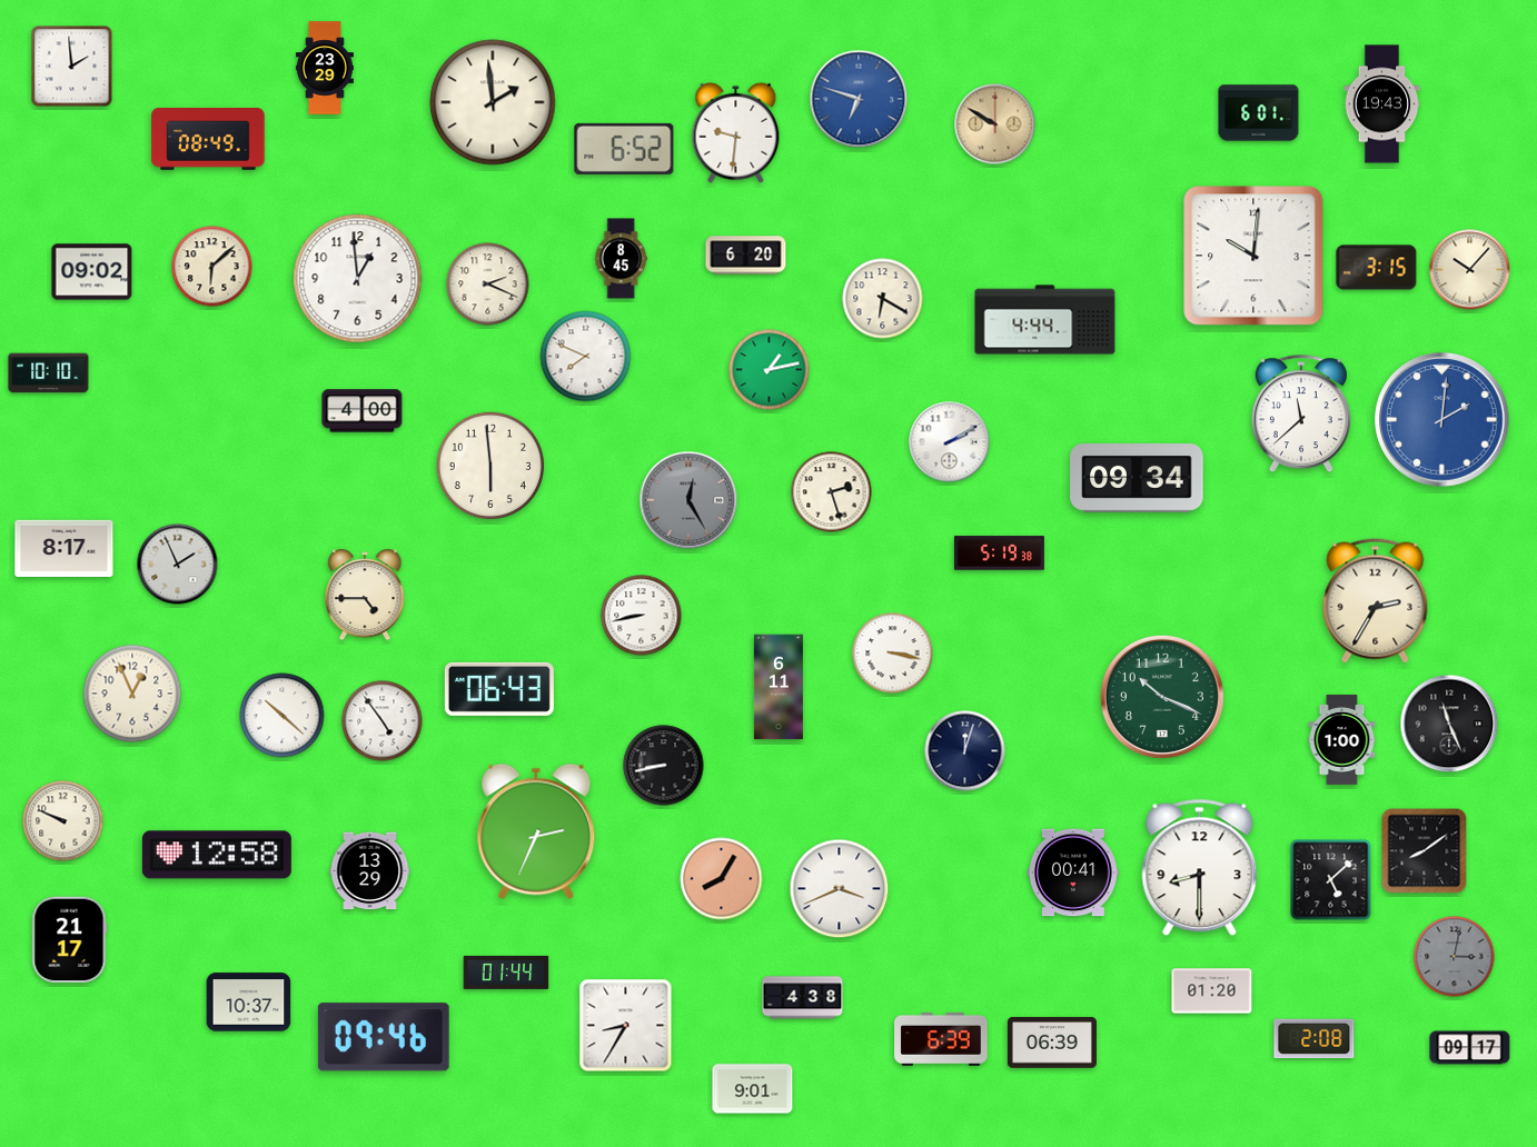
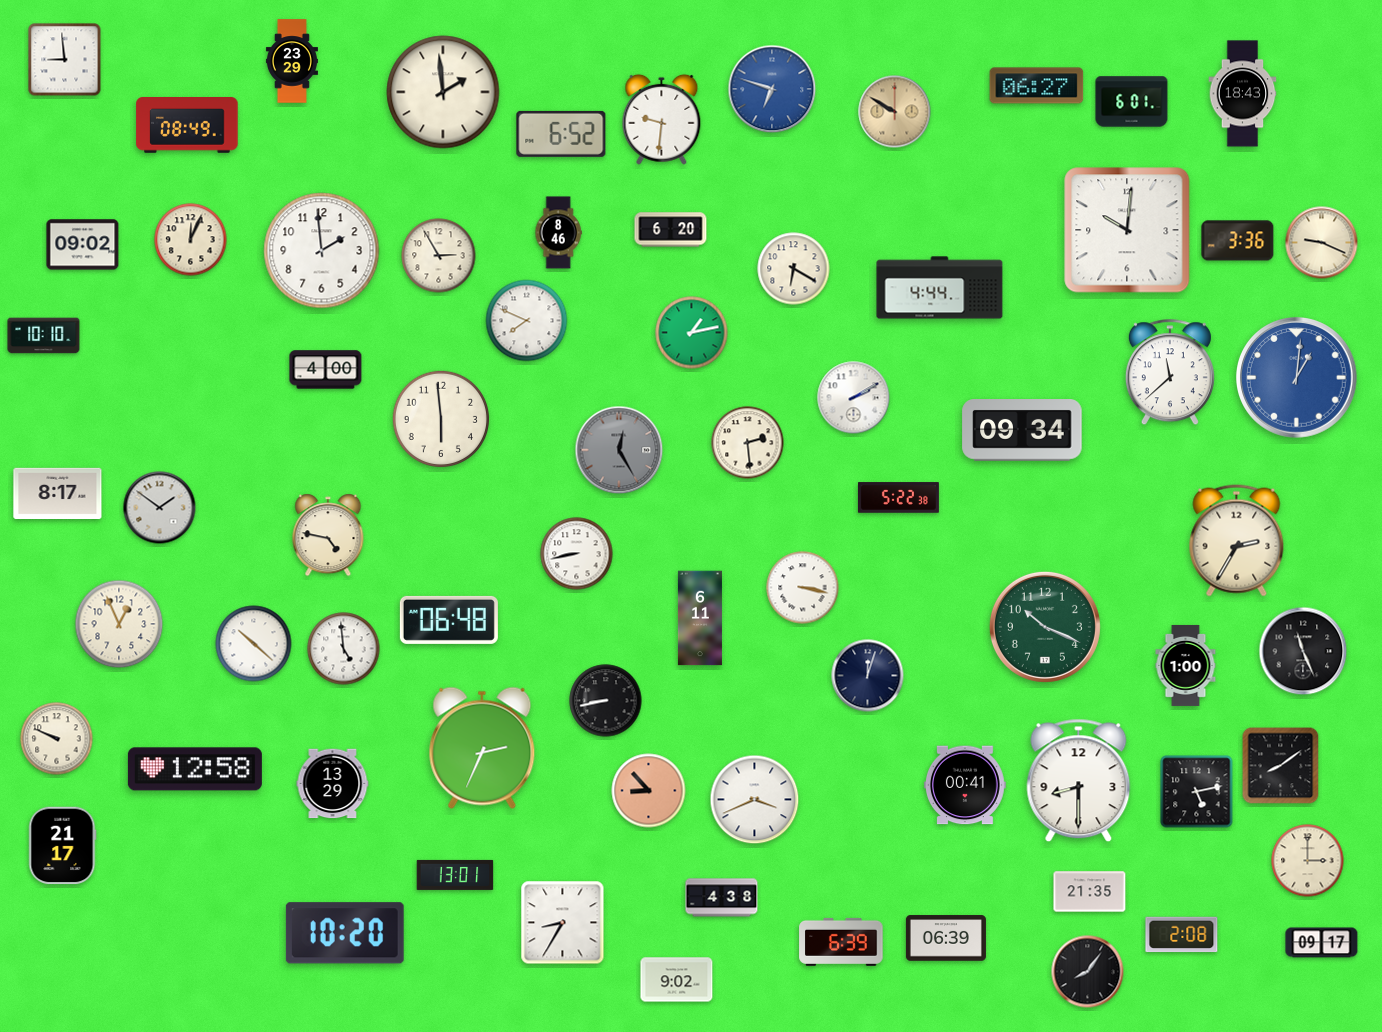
clock at (72, 67): 1:59 -> 8:59
clock at (1037, 86): none -> 06:27
clock at (1382, 104): 19:43 -> 18:43
clock at (621, 259): 8:45 -> 8:46
clock at (212, 267): 6:08 -> 12:04
clock at (1377, 268): 3:15 -> 3:36
clock at (1470, 270): 10:07 -> 9:19
clock at (358, 279): 12:59 -> 1:59
clock at (488, 285): 2:19 -> 2:55
clock at (1442, 420): 2:01 -> 1:01
clock at (832, 492): 2:27 -> 2:29
clock at (999, 553): 5:19 -> 5:22
clock at (178, 565): 1:56 -> 1:51
clock at (365, 595): 4:45 -> 4:47
clock at (499, 689): 06:43 -> 06:48
clock at (383, 721): 4:54 -> 4:59
clock at (1342, 739) position: (1342, 739) -> (1186, 665)
clock at (664, 766) position: (664, 766) -> (606, 701)
clock at (722, 879): 8:05 -> 8:53
clock at (1331, 880): 5:08 -> 5:13
clock at (1455, 957): 3:02 -> 3:00
clock at (1455, 957) dial: grey -> cream
clock at (506, 973): 01:44 -> 13:01
clock at (1212, 991): 01:20 -> 21:35
clock at (249, 1003): 10:37 -> none
clock at (384, 1037): 09:46 -> 10:20
clock at (941, 1039) position: (941, 1039) -> (841, 942)
clock at (1088, 972): none -> 8:06
clock at (753, 1089): 9:01 -> 9:02
